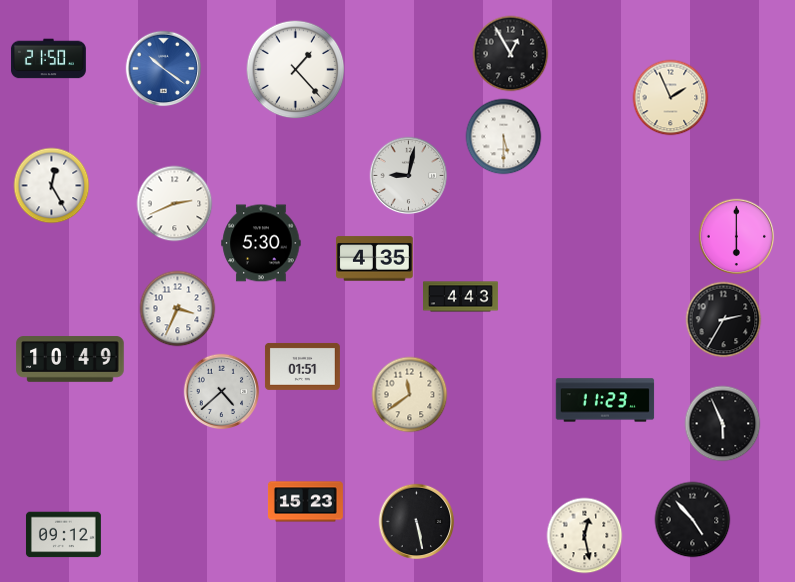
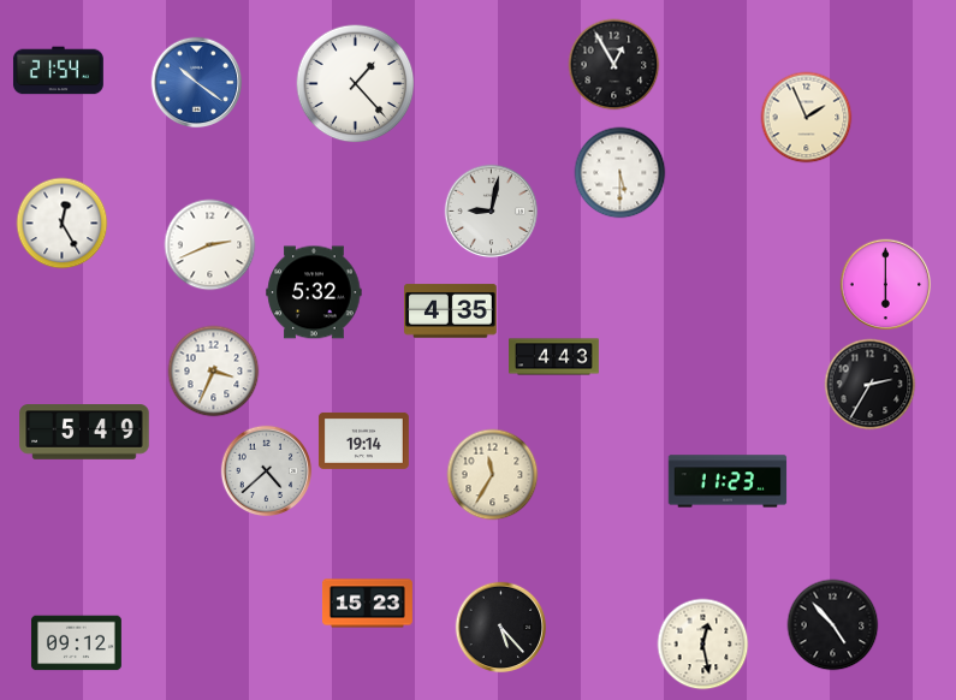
clock at (48, 59): 21:50 -> 21:54
clock at (504, 137) position: (504, 137) -> (620, 173)
clock at (261, 243): 5:30 -> 5:32
clock at (70, 359): 10:49 -> 5:49
clock at (302, 366): 01:51 -> 19:14
clock at (410, 395): 11:39 -> 11:35
clock at (723, 424): 5:56 -> none
clock at (417, 522): 5:28 -> 5:23
